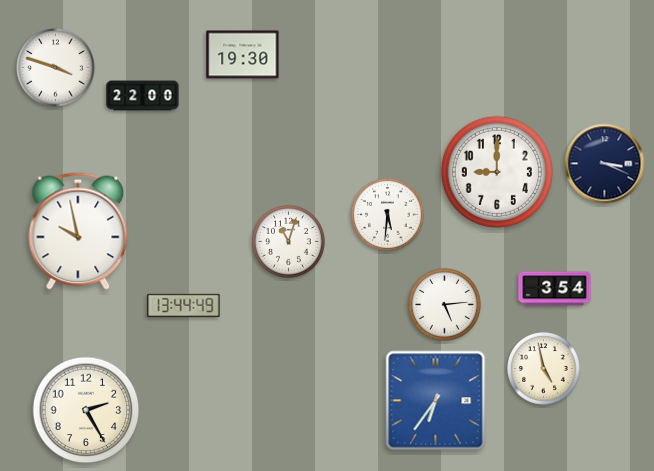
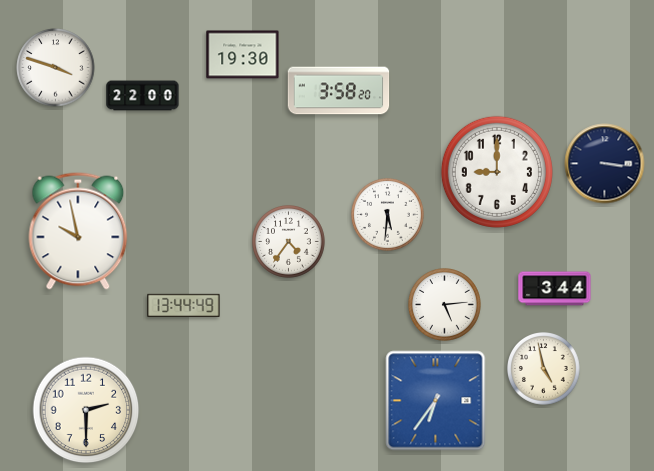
clock at (339, 91): none -> 3:58
clock at (605, 164): 3:19 -> 3:16
clock at (289, 242): 11:03 -> 4:36
clock at (555, 289): 3:54 -> 3:44
clock at (86, 410): 2:25 -> 2:30
